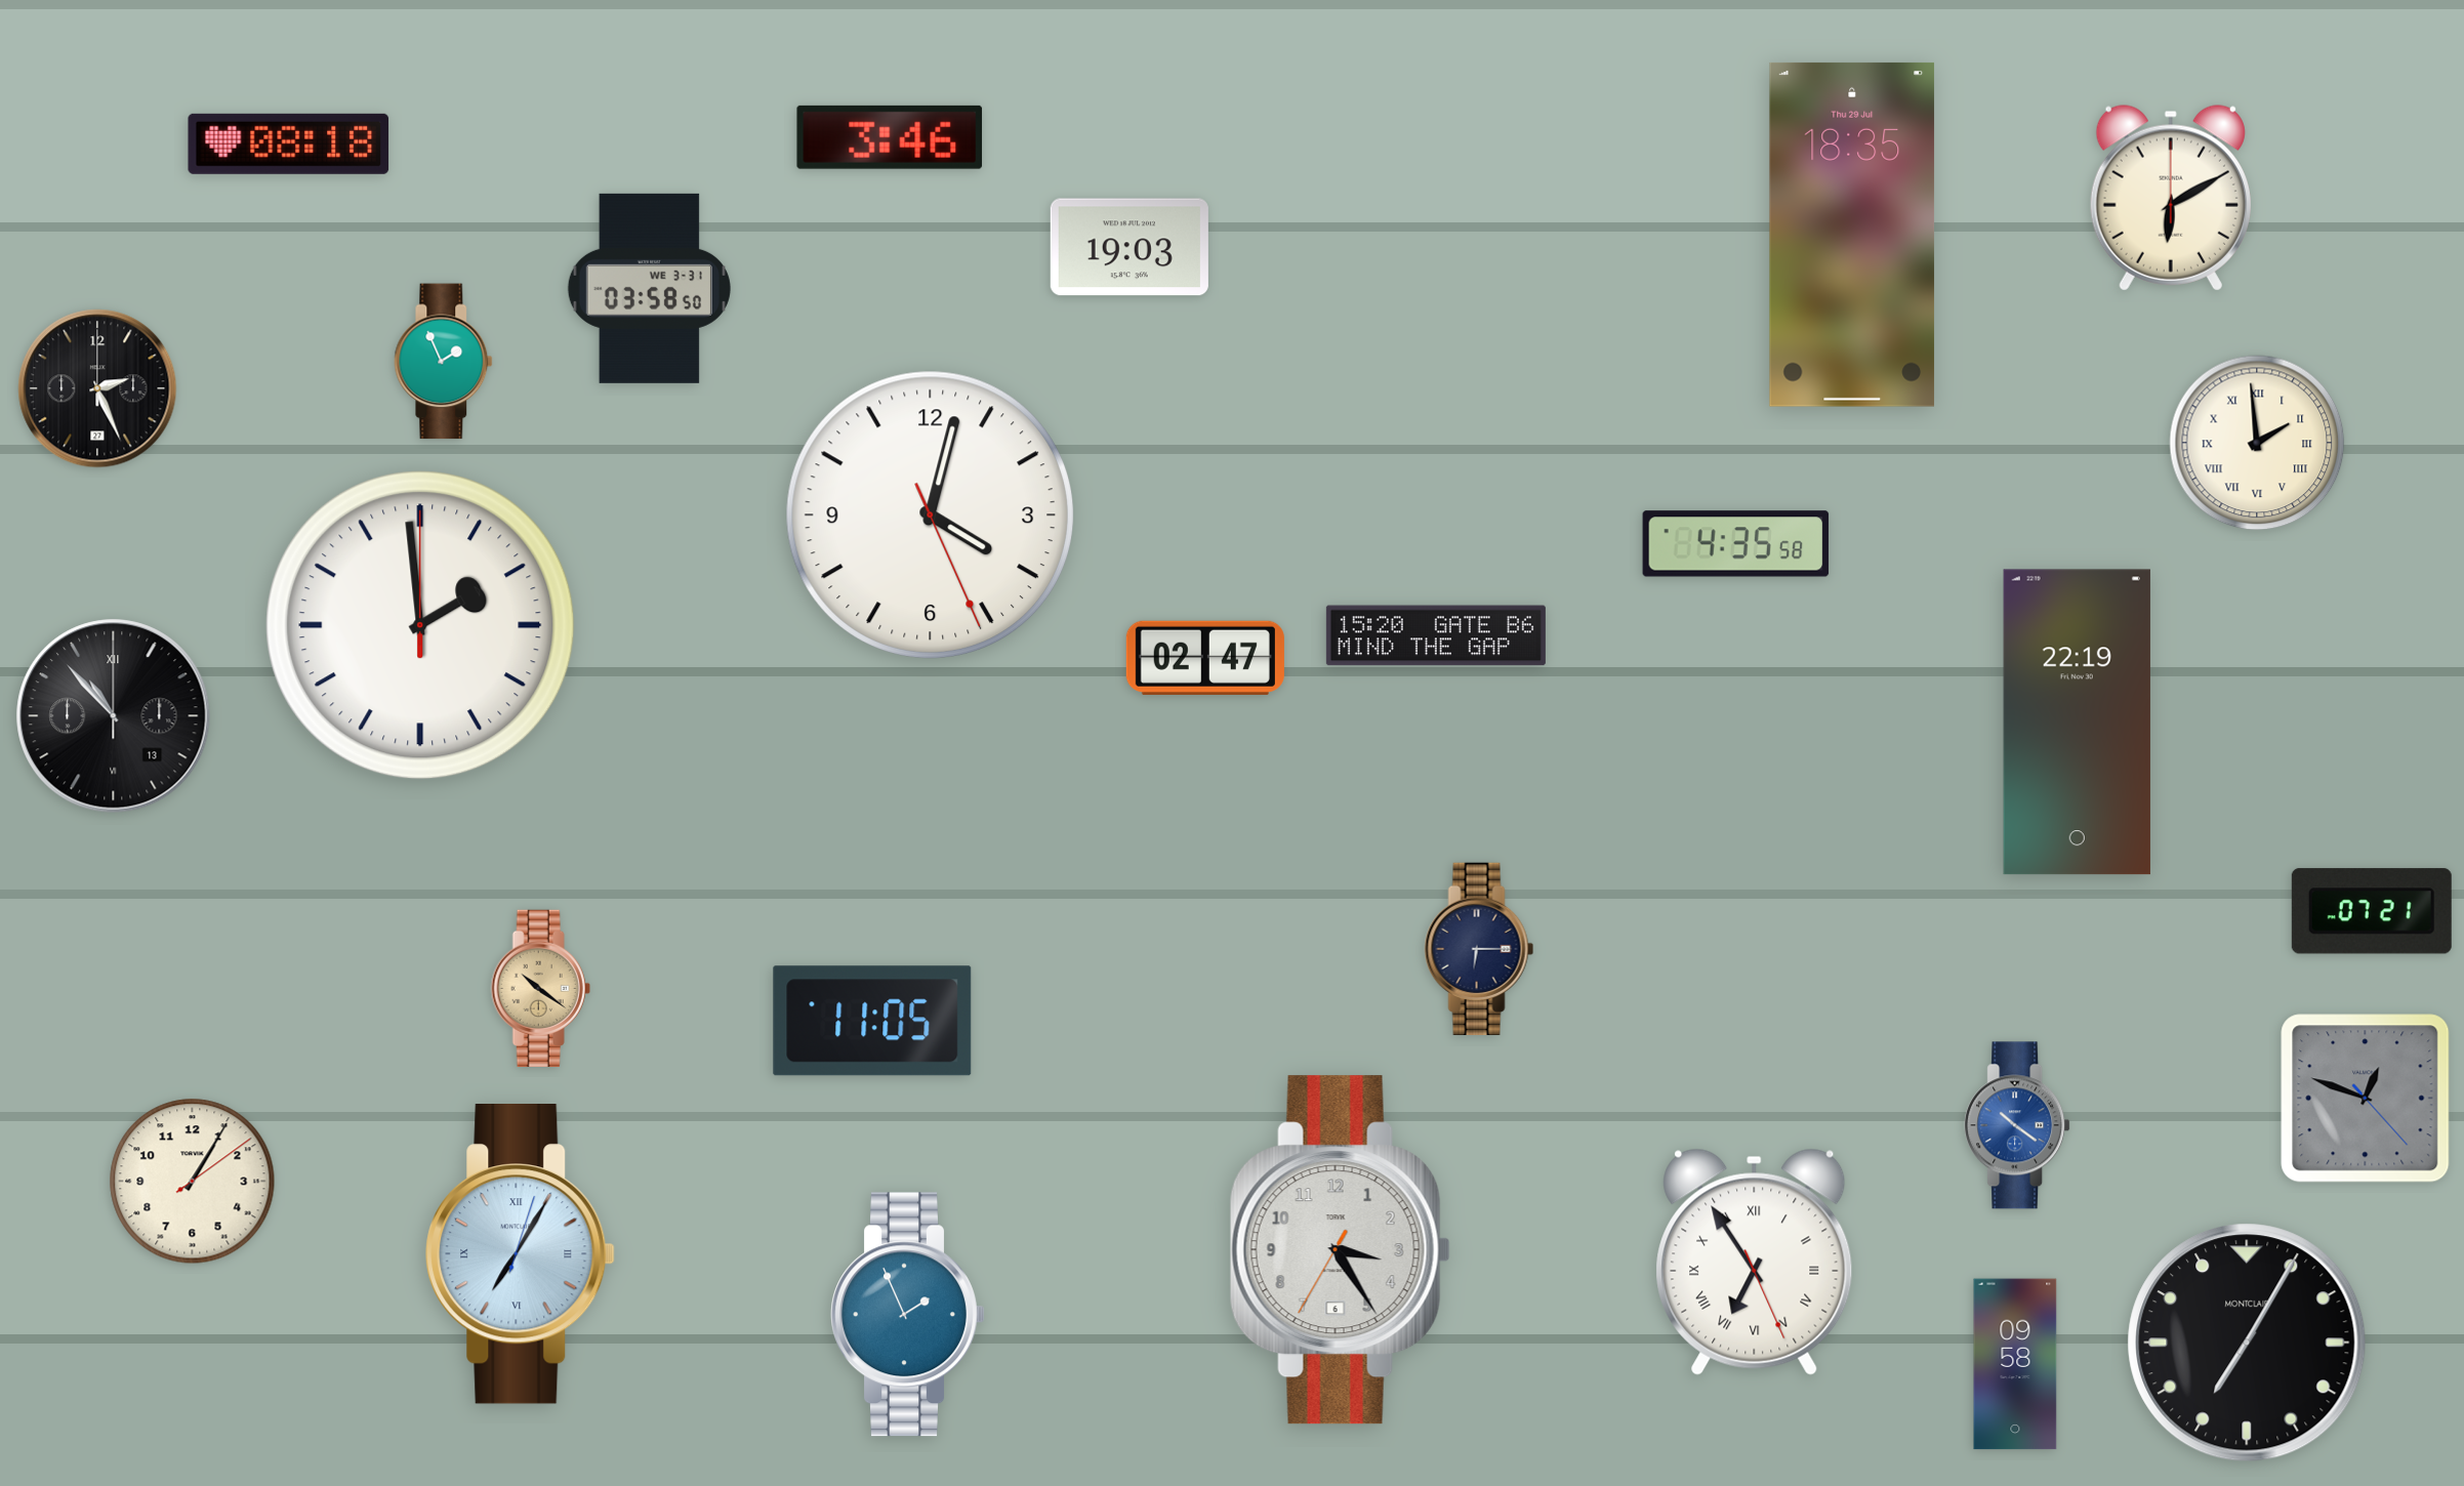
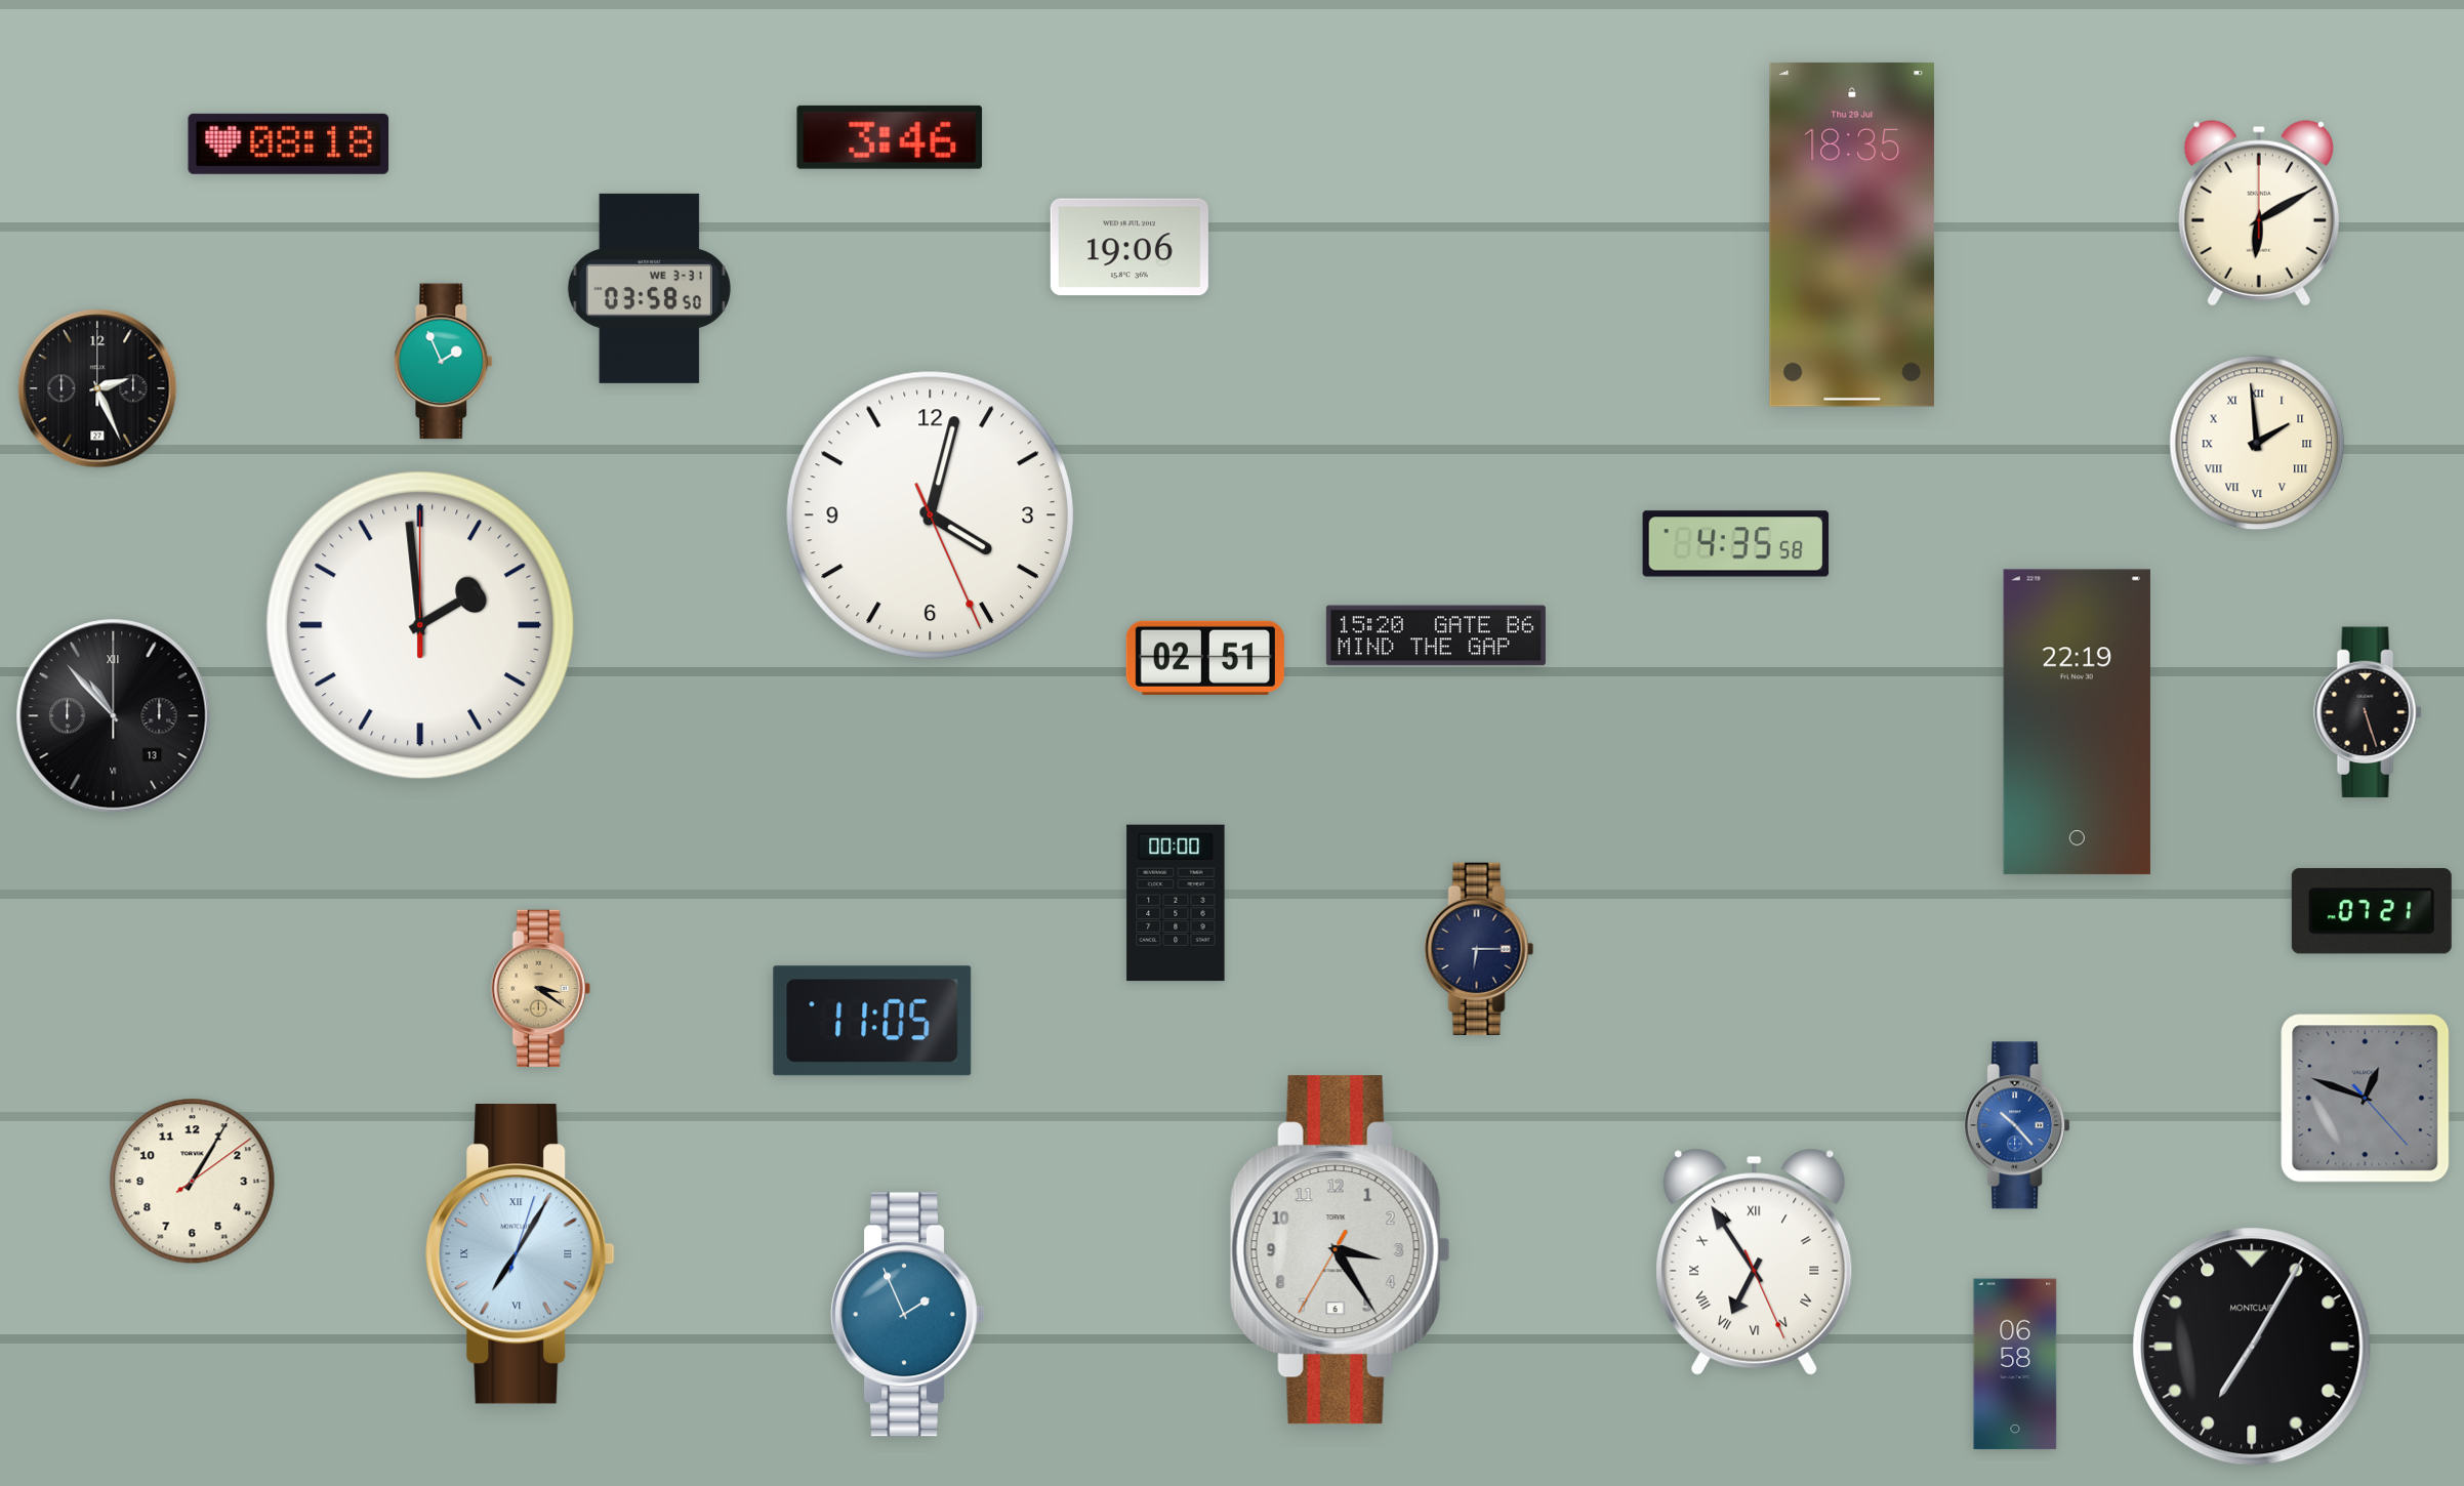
clock at (2171, 198) position: (2171, 198) -> (2259, 213)
clock at (1130, 247): 19:03 -> 19:06
clock at (1205, 658): 02:47 -> 02:51
clock at (2368, 712): none -> 5:27
clock at (1176, 903): none -> 00:00
clock at (540, 988): 10:21 -> 3:21
clock at (2017, 1125): 10:21 -> 10:23
clock at (2247, 1343) position: (2247, 1343) -> (2252, 1347)
clock at (2015, 1364): 09:58 -> 06:58
